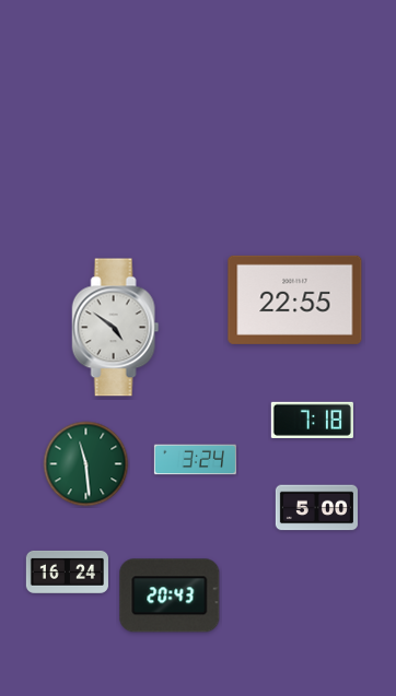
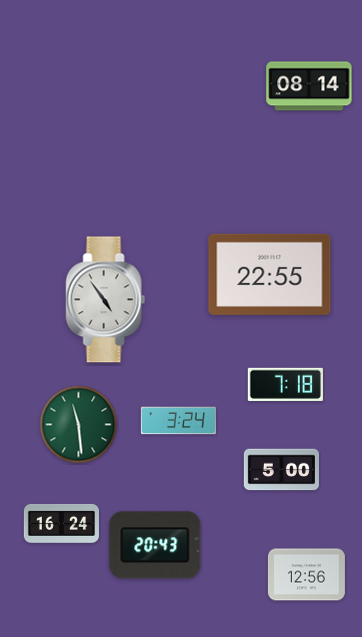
clock at (309, 86): none -> 08:14
clock at (116, 328): 4:51 -> 4:54
clock at (316, 508) position: (316, 508) -> (281, 470)
clock at (306, 575): none -> 12:56
